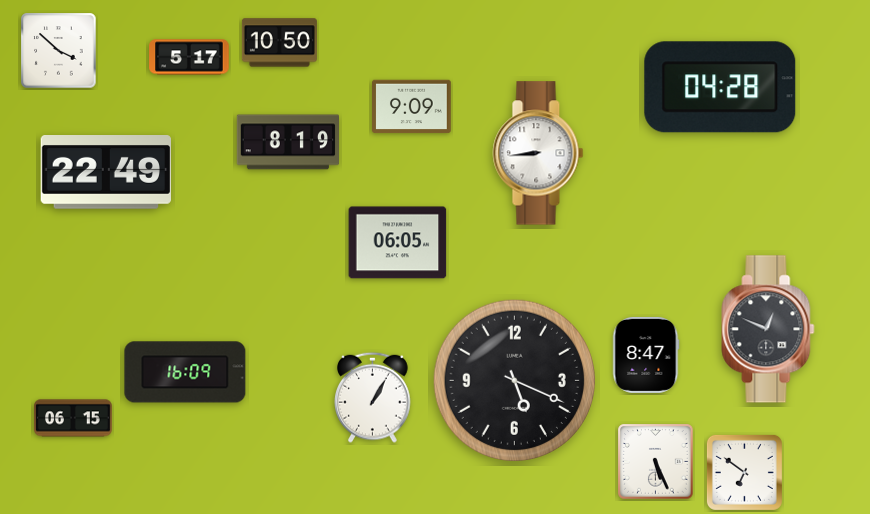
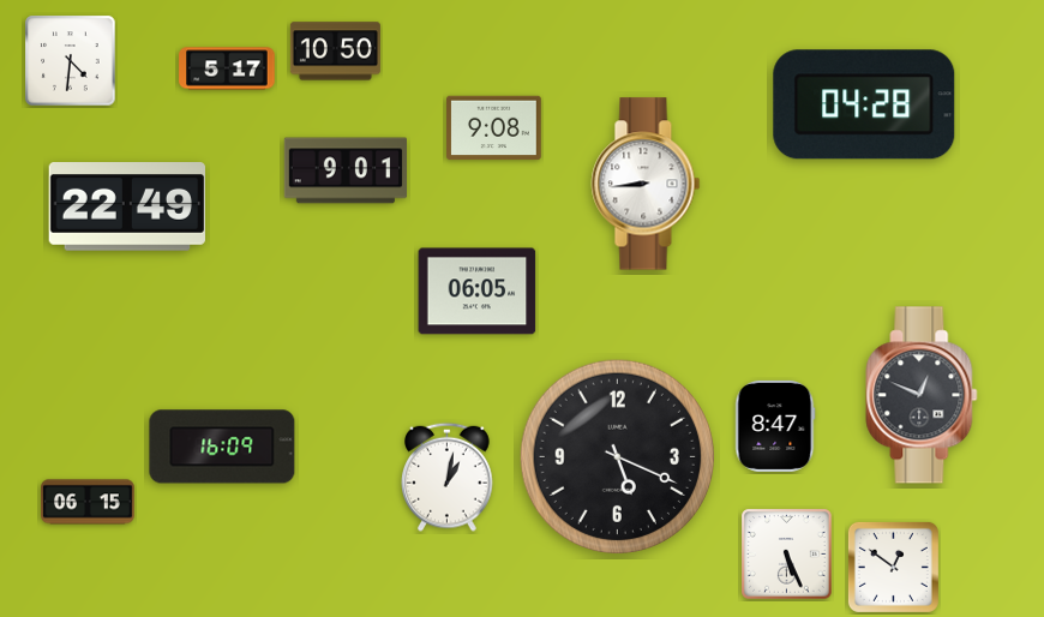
clock at (59, 51): 3:52 -> 4:31
clock at (412, 107): 9:09 -> 9:08
clock at (287, 142): 8:19 -> 9:01
clock at (373, 397): 1:05 -> 1:02
clock at (744, 472): 6:51 -> 12:51
